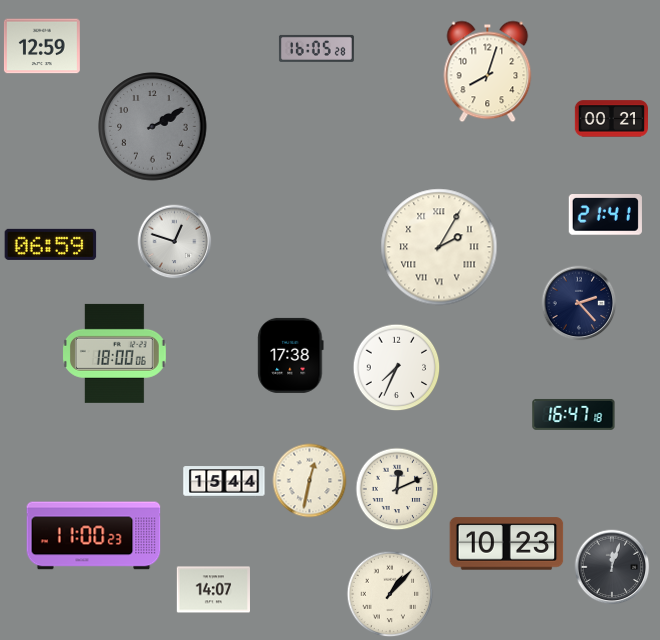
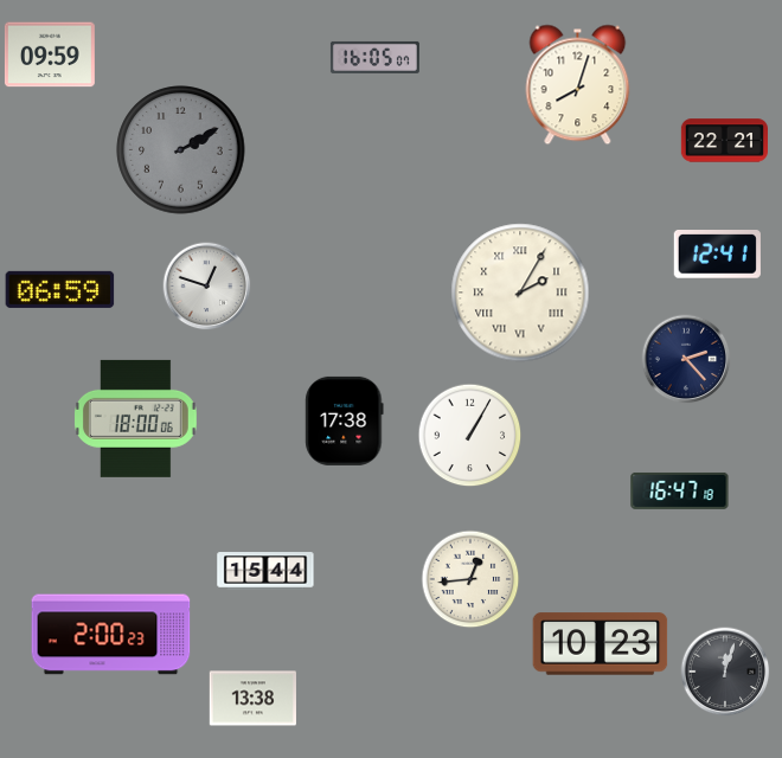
clock at (42, 46): 12:59 -> 09:59
clock at (316, 48): 16:05:28 -> 16:05:07
clock at (611, 119): 00:21 -> 22:21
clock at (605, 215): 21:41 -> 12:41
clock at (397, 368): 7:34 -> 1:05
clock at (310, 481): 12:32 -> none
clock at (397, 489): 12:11 -> 12:44
clock at (94, 536): 11:00 -> 2:00
clock at (213, 590): 14:07 -> 13:38
clock at (390, 594): 1:07 -> none
